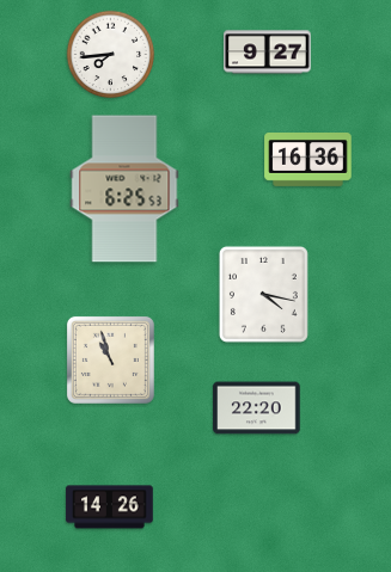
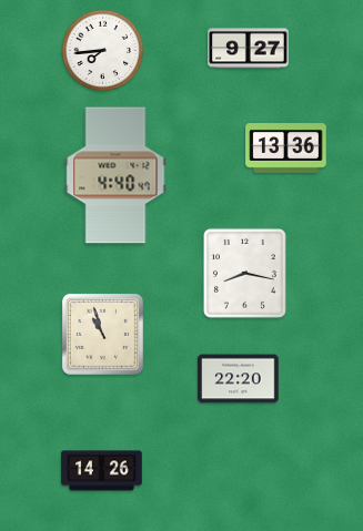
clock at (308, 160): 16:36 -> 13:36
clock at (124, 189): 6:25 -> 4:40
clock at (263, 294): 4:17 -> 8:17
